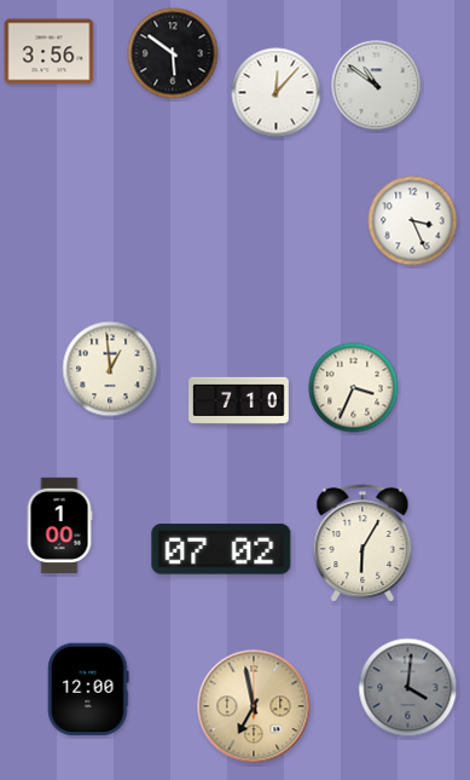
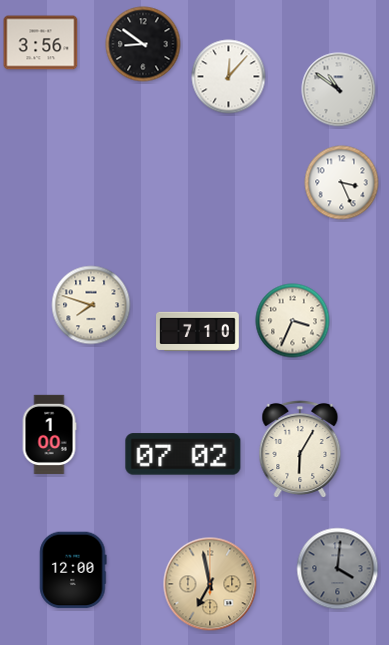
clock at (173, 53): 5:51 -> 8:51
clock at (377, 86) position: (377, 86) -> (339, 90)
clock at (110, 369): 12:59 -> 7:48
